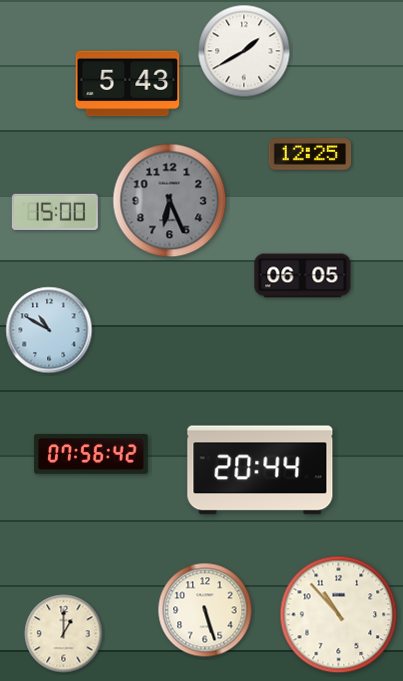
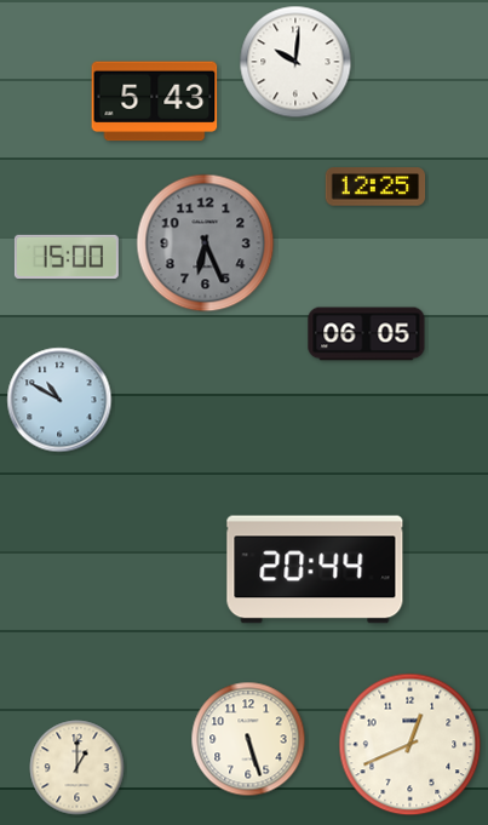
clock at (244, 51): 1:40 -> 10:01
clock at (91, 455): 07:56 -> none
clock at (339, 615): 10:53 -> 12:41
